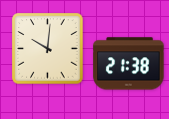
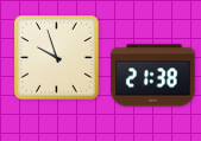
clock at (48, 49): 10:01 -> 9:57
